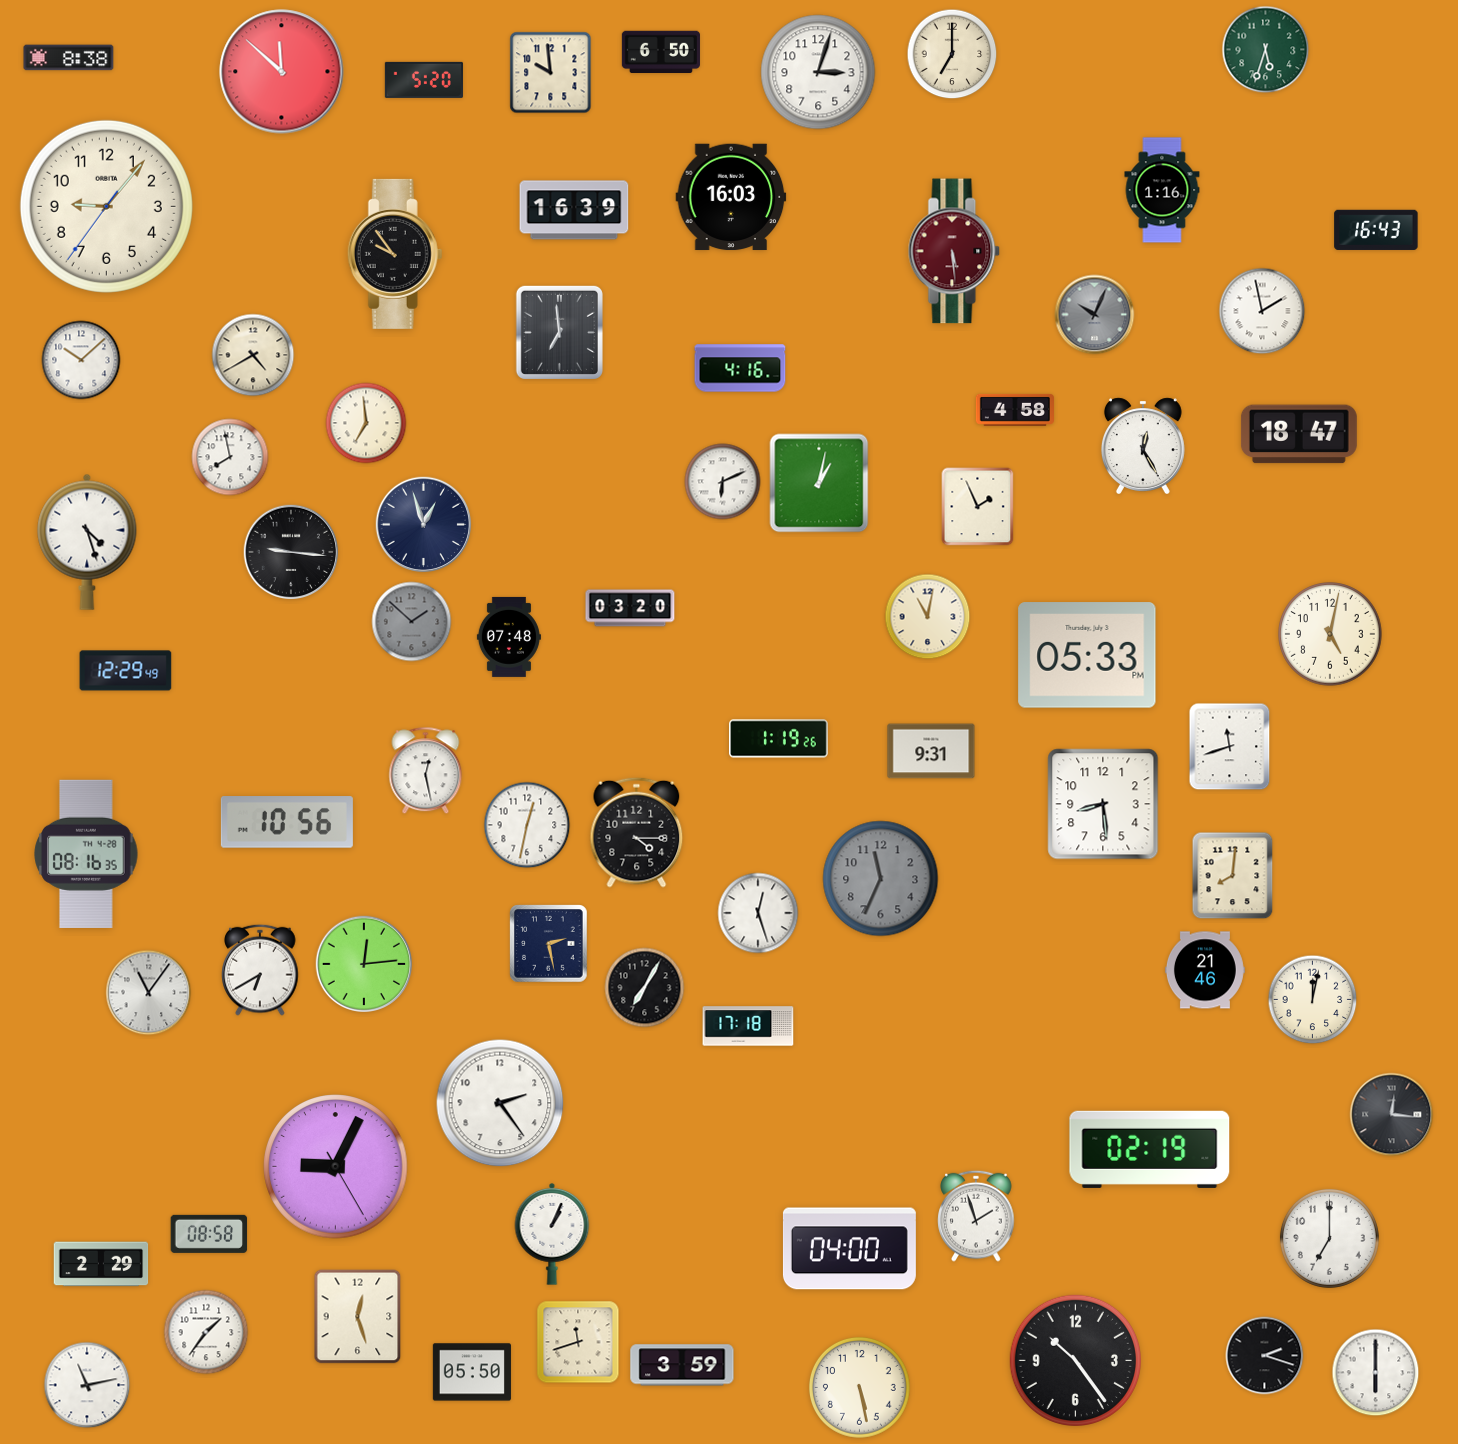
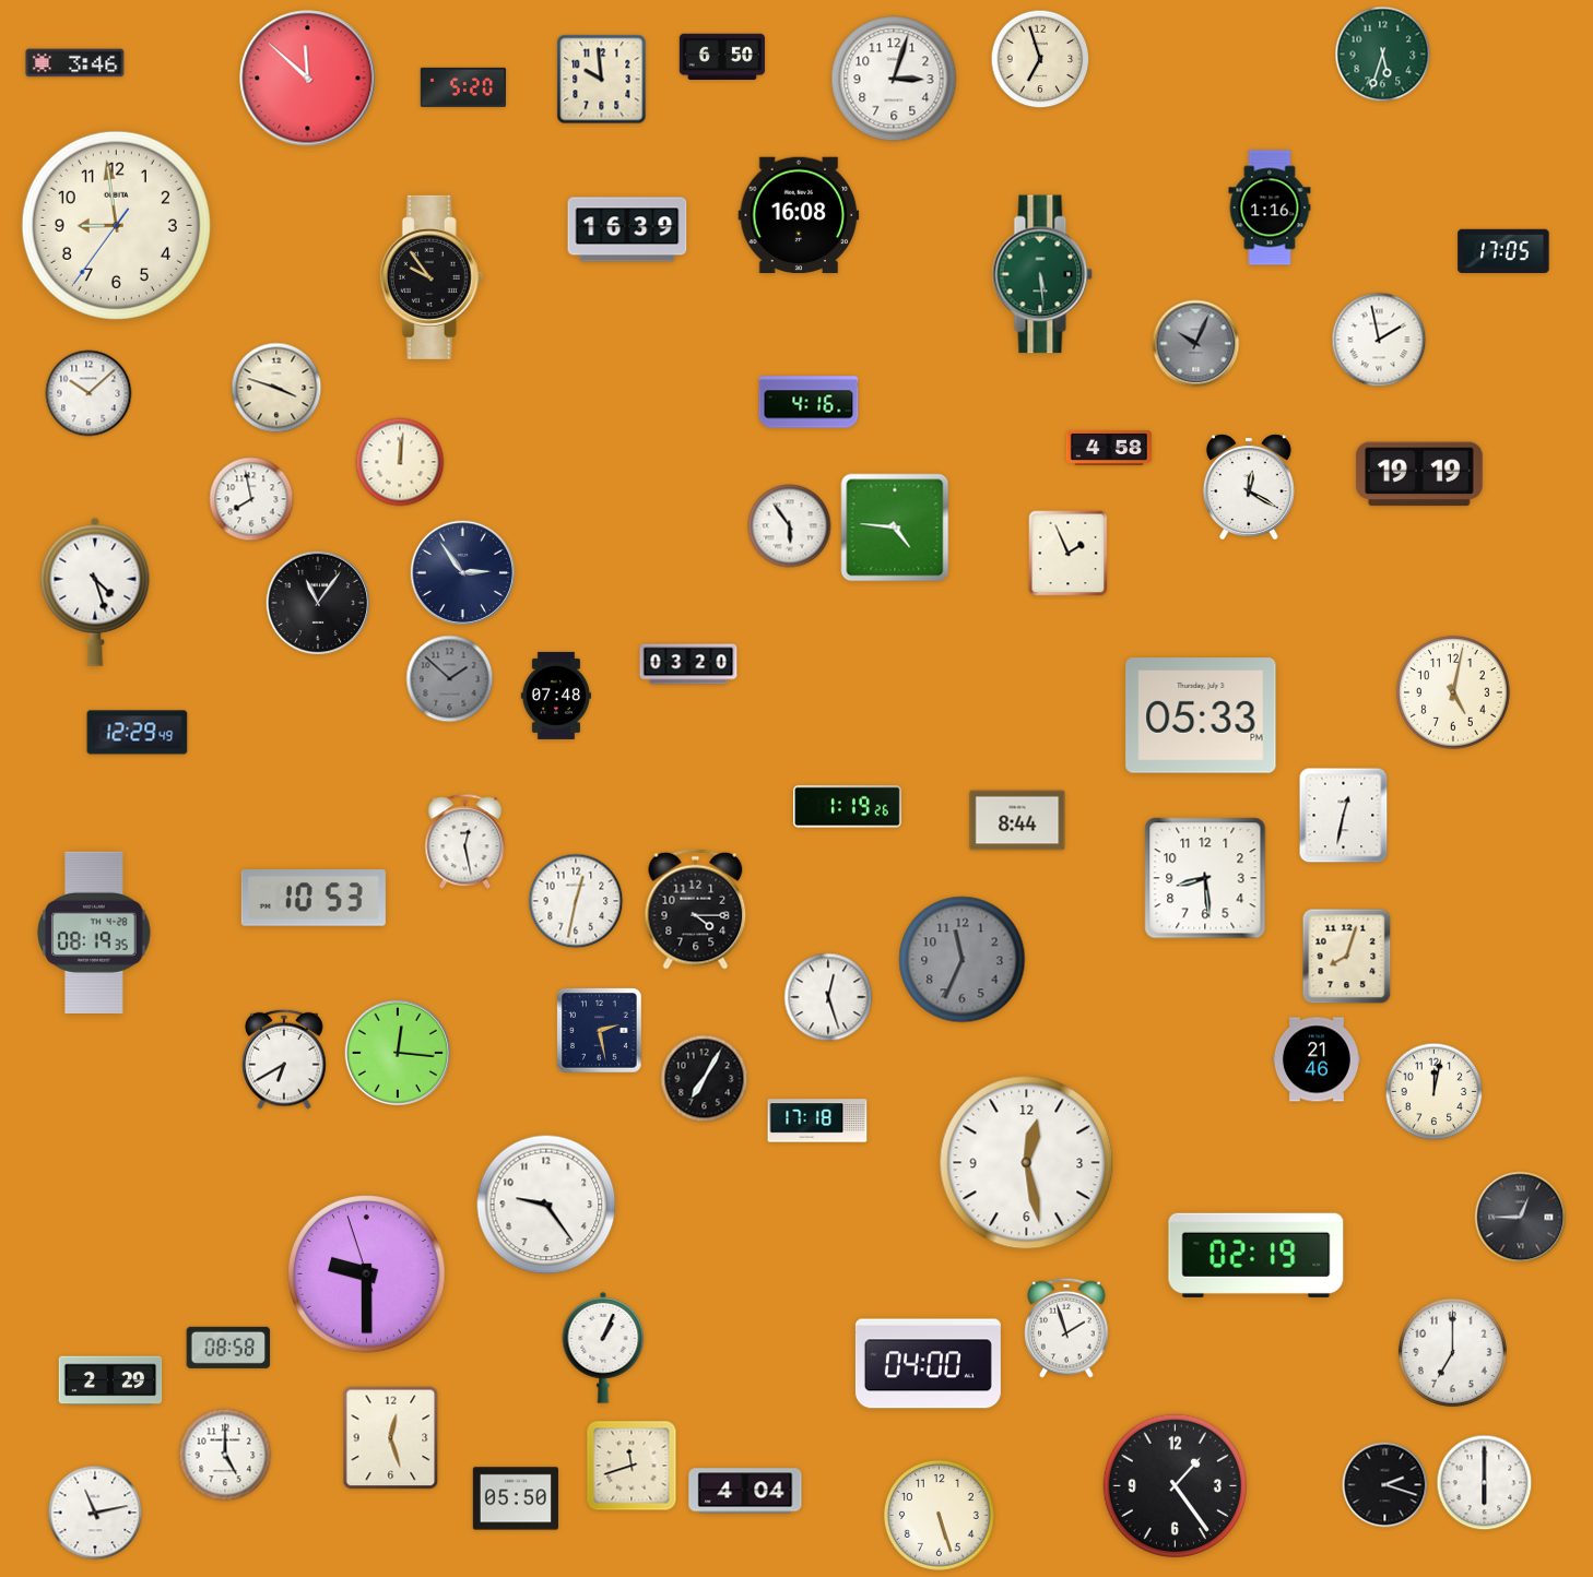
clock at (952, 54): 7:00 -> 6:57
clock at (69, 58): 8:38 -> 3:46
clock at (731, 197): 16:03 -> 16:08
clock at (106, 206): 9:06 -> 8:58
clock at (1376, 230): 16:43 -> 17:05
clock at (954, 251) dial: burgundy -> green
clock at (559, 332): 6:59 -> none
clock at (253, 355): 4:40 -> 3:48
clock at (366, 423): 6:59 -> 12:01
clock at (1299, 434): 18:47 -> 19:19
clock at (1143, 445): 12:25 -> 12:20
clock at (723, 482): 6:11 -> 5:54
clock at (819, 483): 1:02 -> 4:46
clock at (424, 525): 12:57 -> 2:54
clock at (291, 552): 9:16 -> 11:06
clock at (928, 617): 11:02 -> none
clock at (1087, 655) position: (1087, 655) -> (1201, 715)
clock at (779, 739) position: (779, 739) -> (848, 807)
clock at (1230, 747): 11:42 -> 12:32
clock at (931, 751): 9:31 -> 8:44
clock at (287, 822): 10:56 -> 10:53
clock at (86, 854): 08:16 -> 08:19
clock at (1233, 876): 8:01 -> 8:03
clock at (363, 963): 12:14 -> 12:16
clock at (149, 993): 11:06 -> none
clock at (1027, 1163): none -> 12:28
clock at (500, 1103): 2:24 -> 9:24
clock at (1392, 1115): 12:16 -> 12:45
clock at (336, 1167): 9:04 -> 9:29
clock at (206, 1332): 1:36 -> 5:00
clock at (1265, 1356) position: (1265, 1356) -> (1385, 1485)
clock at (1075, 1360): 10:24 -> 1:24
clock at (682, 1365): 3:59 -> 4:04
clock at (1376, 1373) position: (1376, 1373) -> (1485, 1483)
clock at (859, 1387): 5:28 -> 5:27
